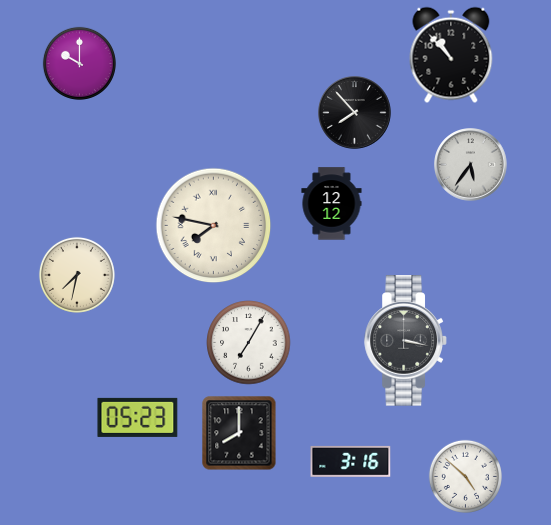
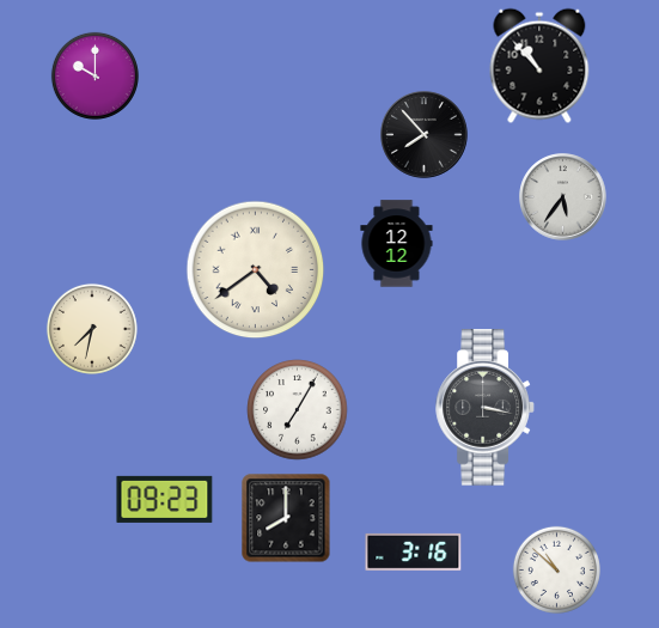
clock at (214, 226): 7:47 -> 4:39
clock at (138, 417): 05:23 -> 09:23
clock at (351, 461) position: (351, 461) -> (414, 551)
clock at (465, 476): 4:52 -> 10:52
